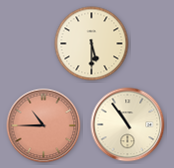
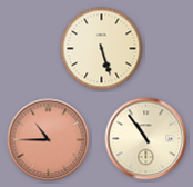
clock at (92, 44): 5:30 -> 5:27
clock at (128, 125) position: (128, 125) -> (146, 139)
